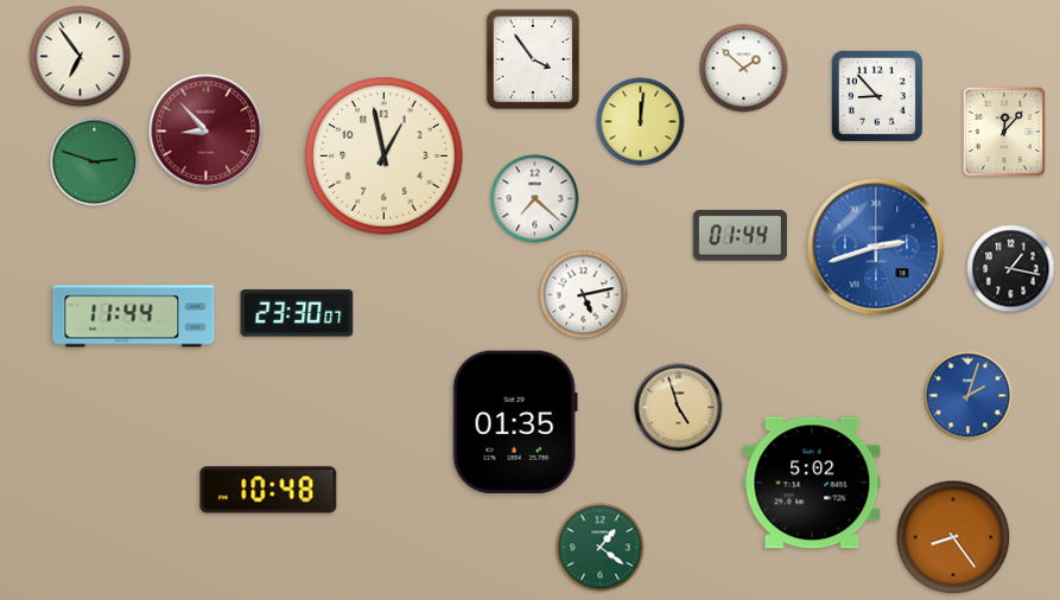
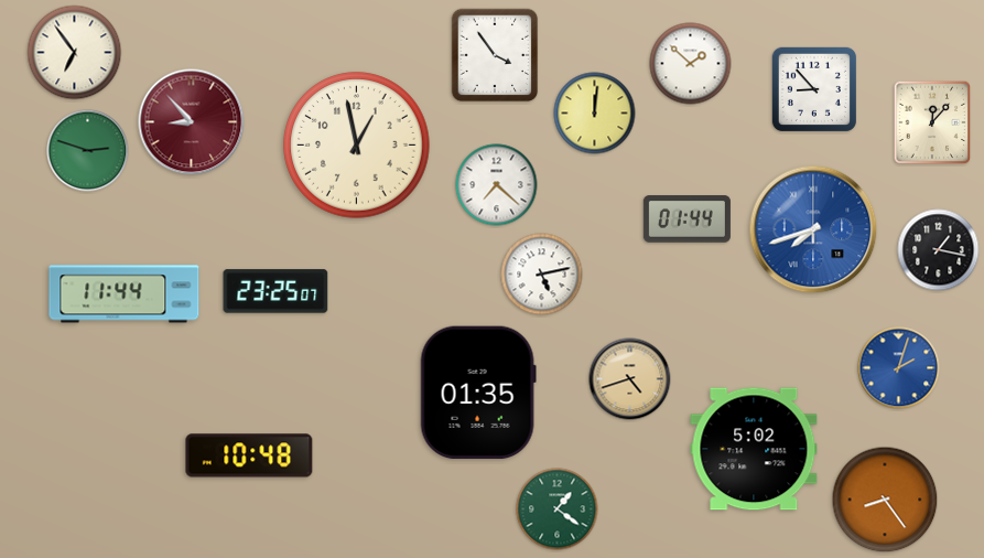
clock at (876, 247): 2:42 -> 7:42
clock at (297, 313): 23:30 -> 23:25
clock at (679, 408): 4:57 -> 4:42
